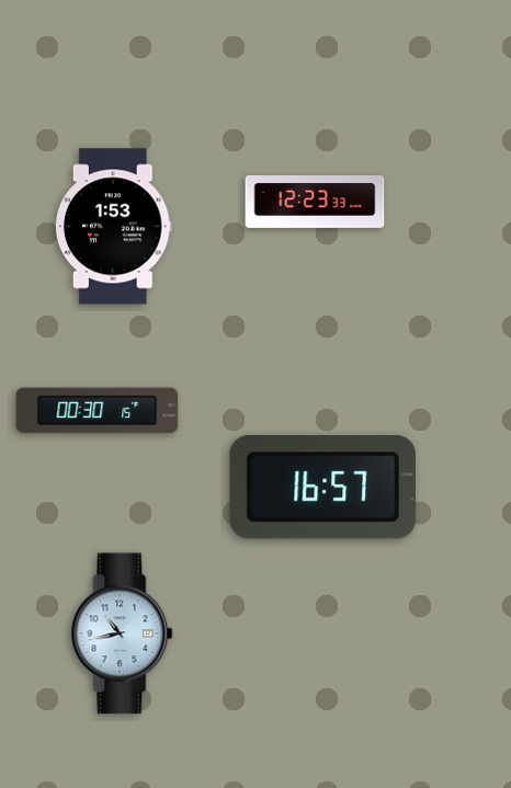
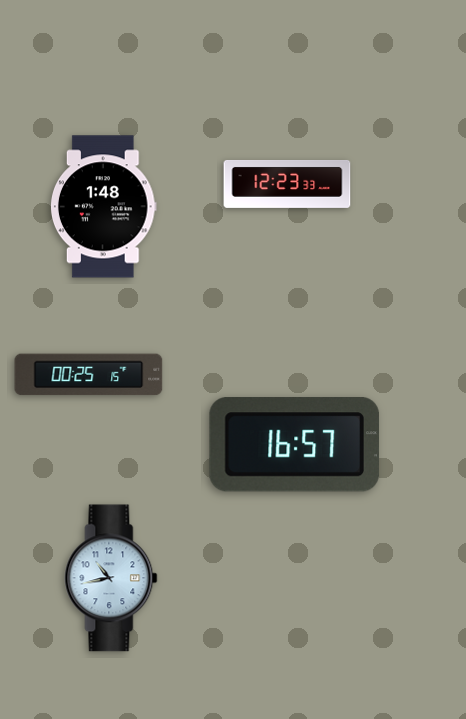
clock at (113, 227): 1:53 -> 1:48
clock at (98, 411): 00:30 -> 00:25
